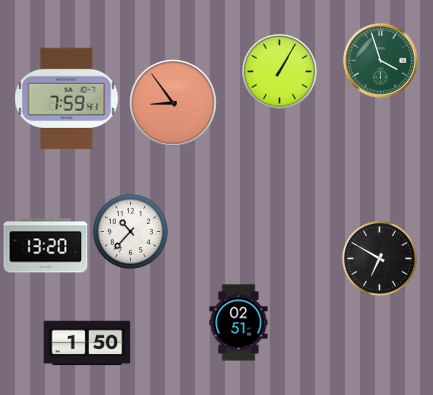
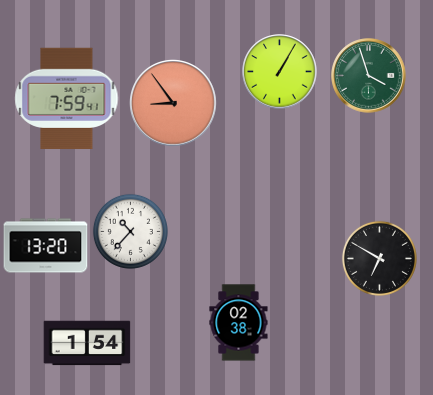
clock at (381, 61) position: (381, 61) -> (369, 76)
clock at (239, 323): 02:51 -> 02:38
clock at (87, 343): 1:50 -> 1:54
